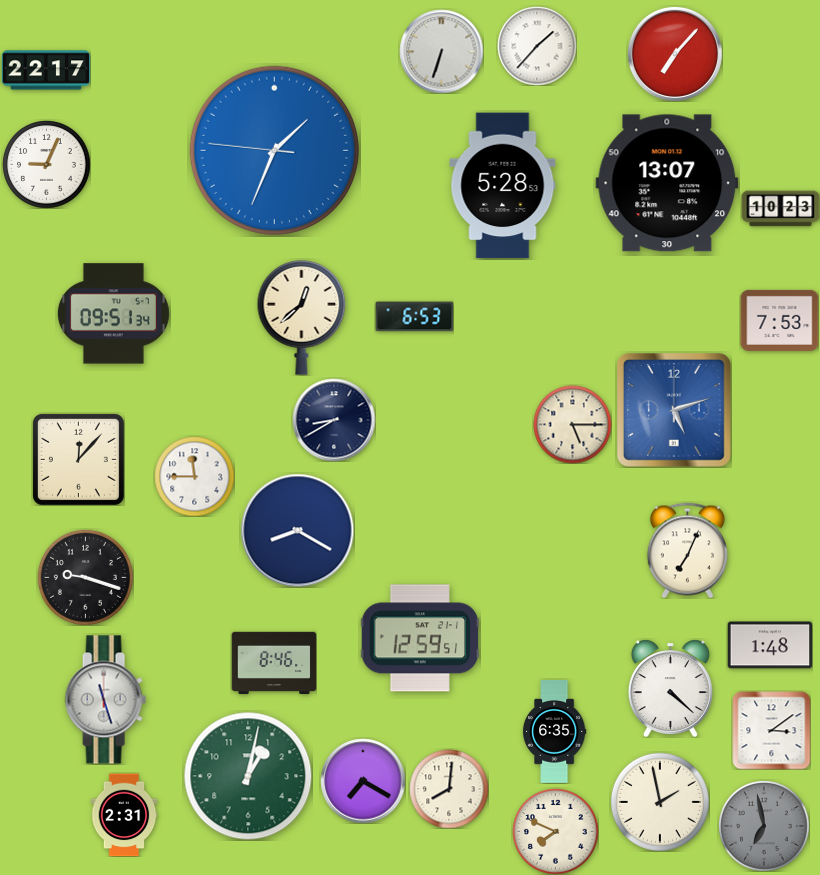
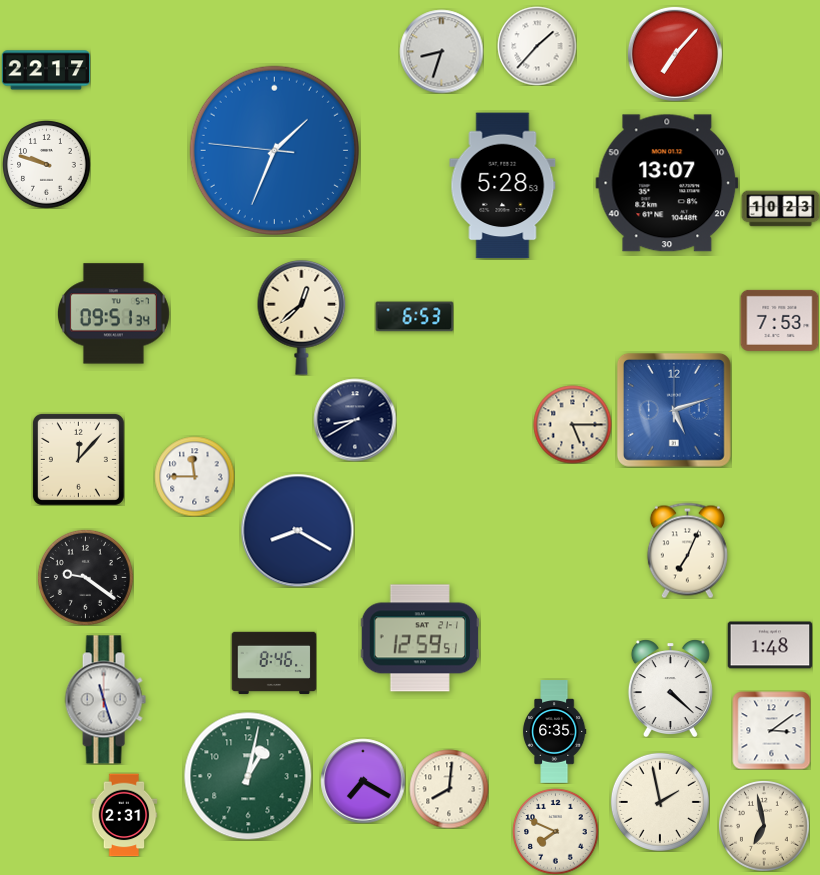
clock at (441, 51): 6:33 -> 8:33
clock at (46, 164): 9:04 -> 9:48
clock at (334, 420) position: (334, 420) -> (355, 420)
clock at (85, 577): 9:18 -> 9:21
clock at (764, 826) dial: grey -> cream
